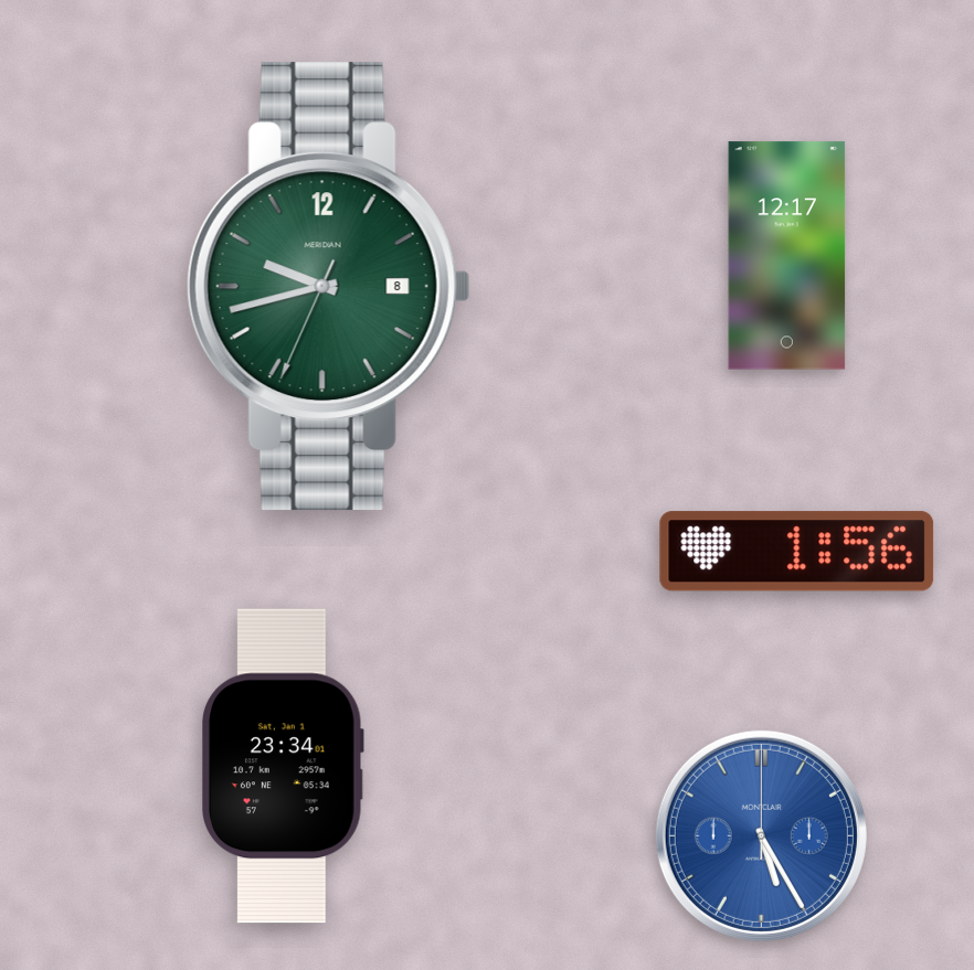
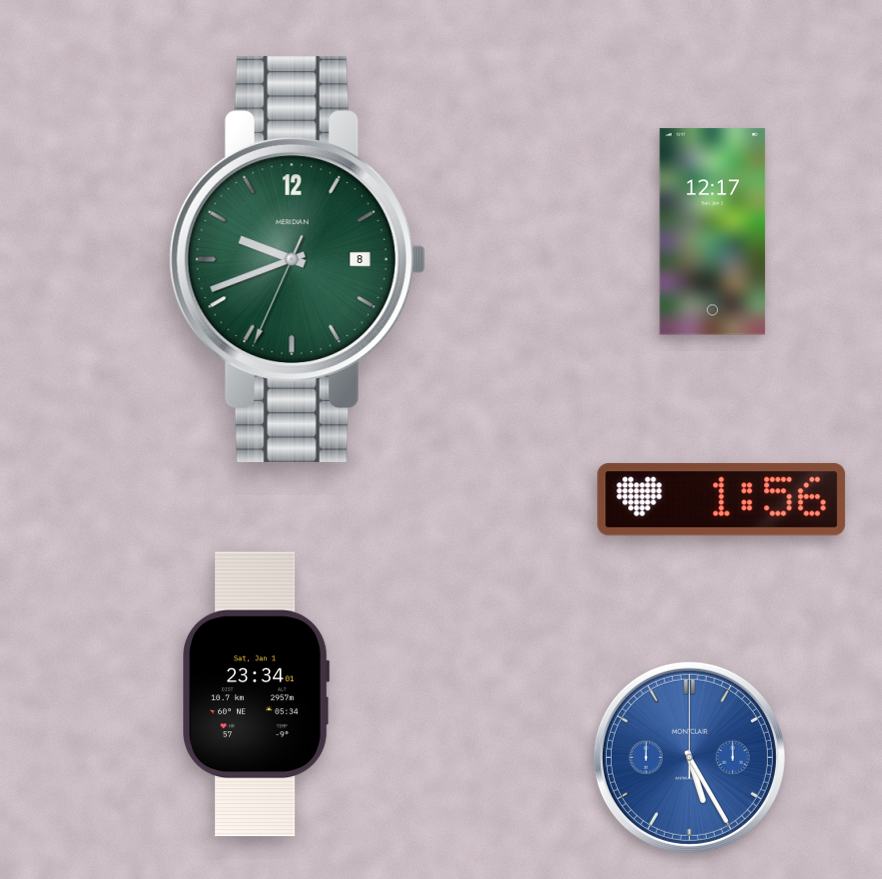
clock at (328, 287): 9:42 -> 9:41
